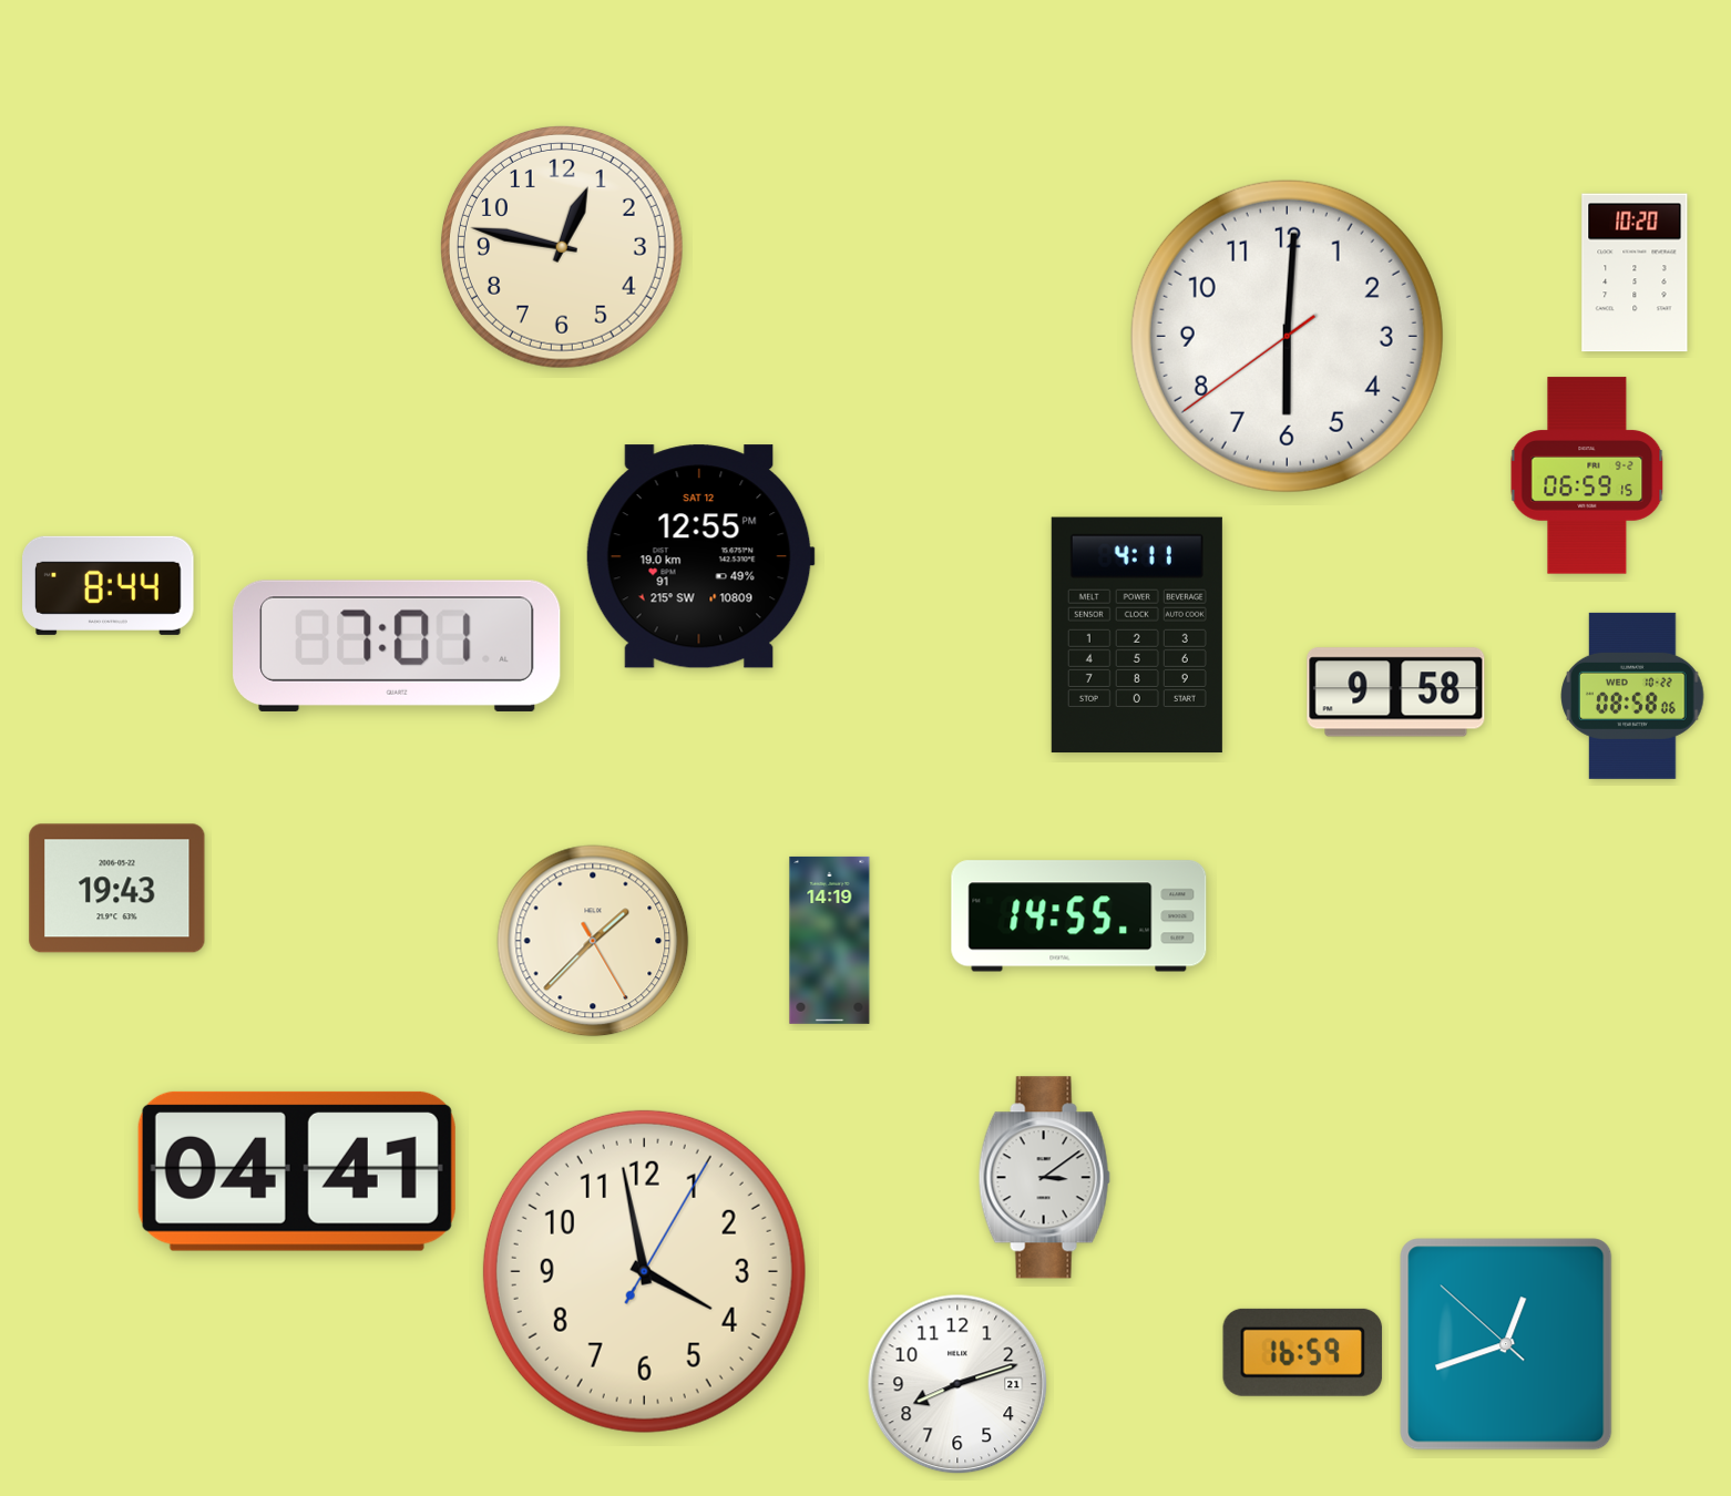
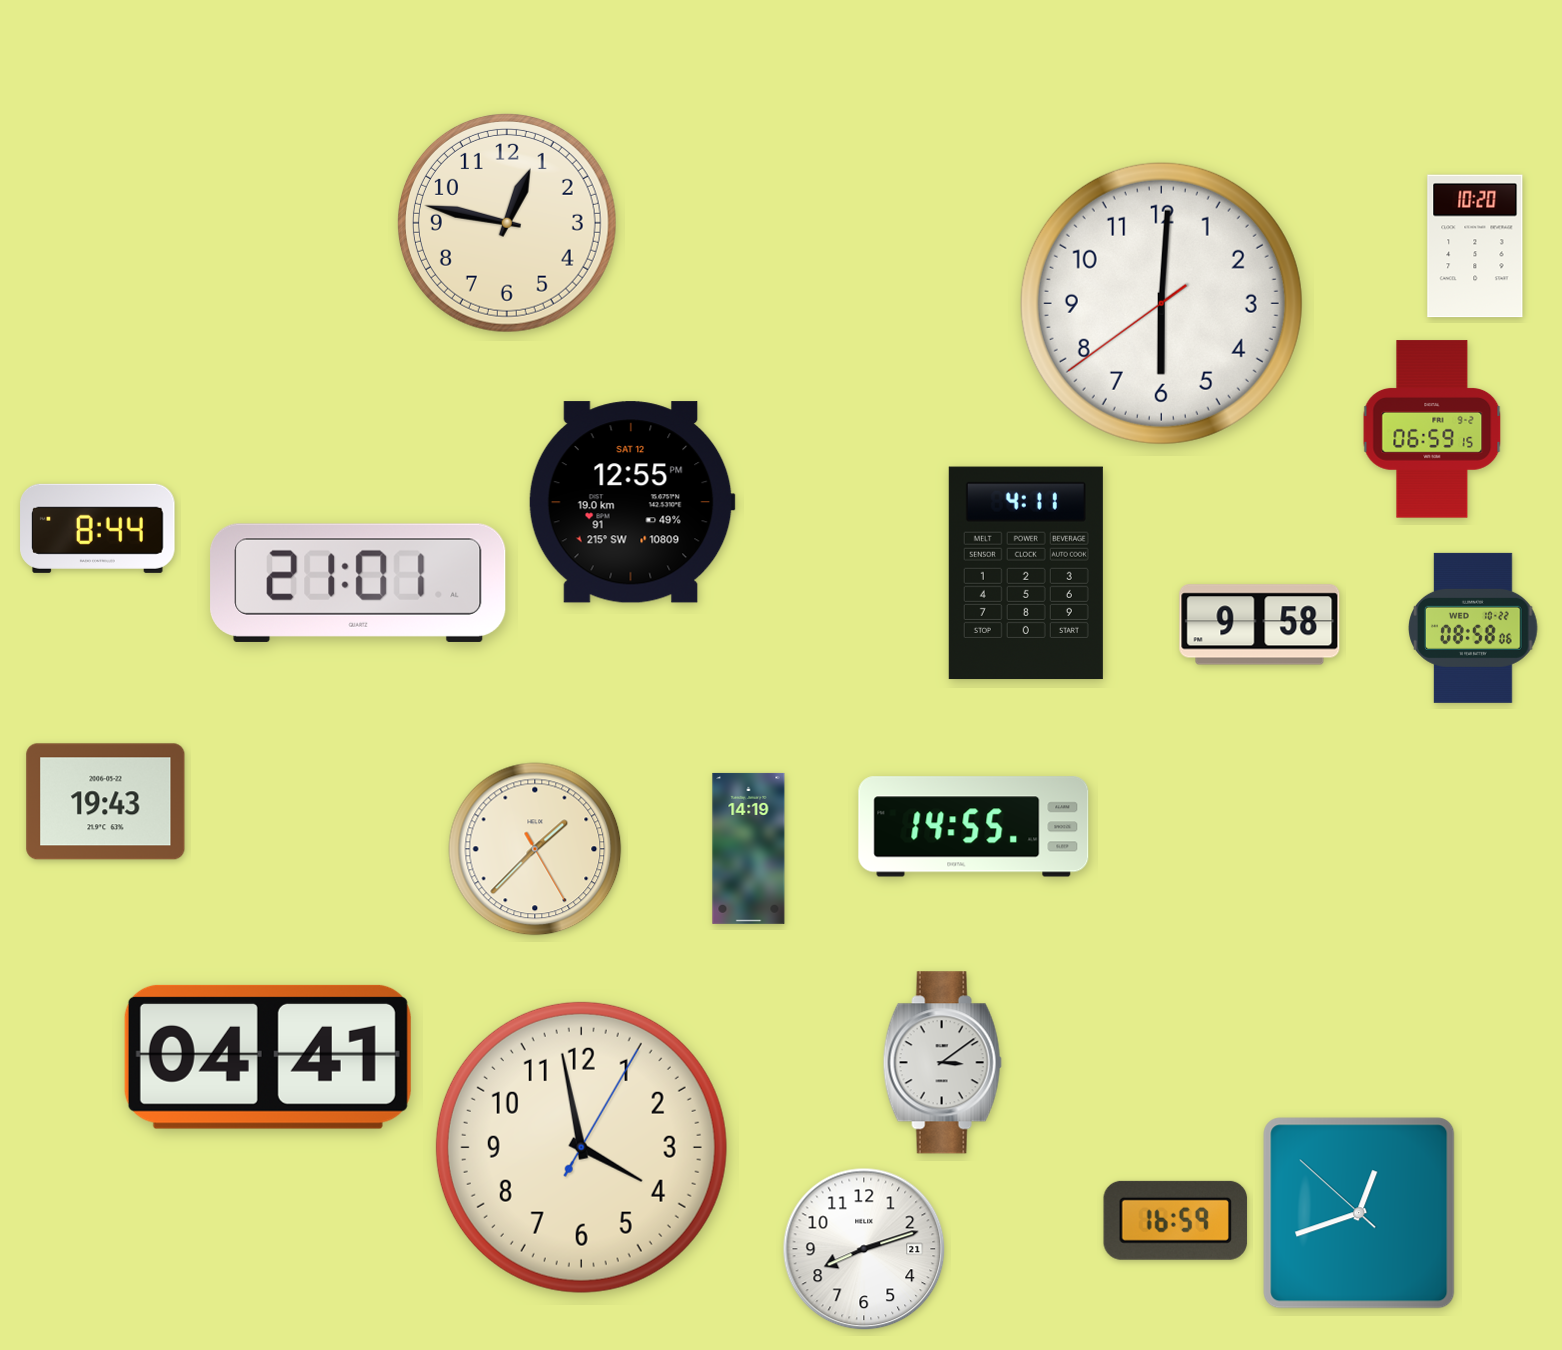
clock at (397, 646): 7:01 -> 21:01
